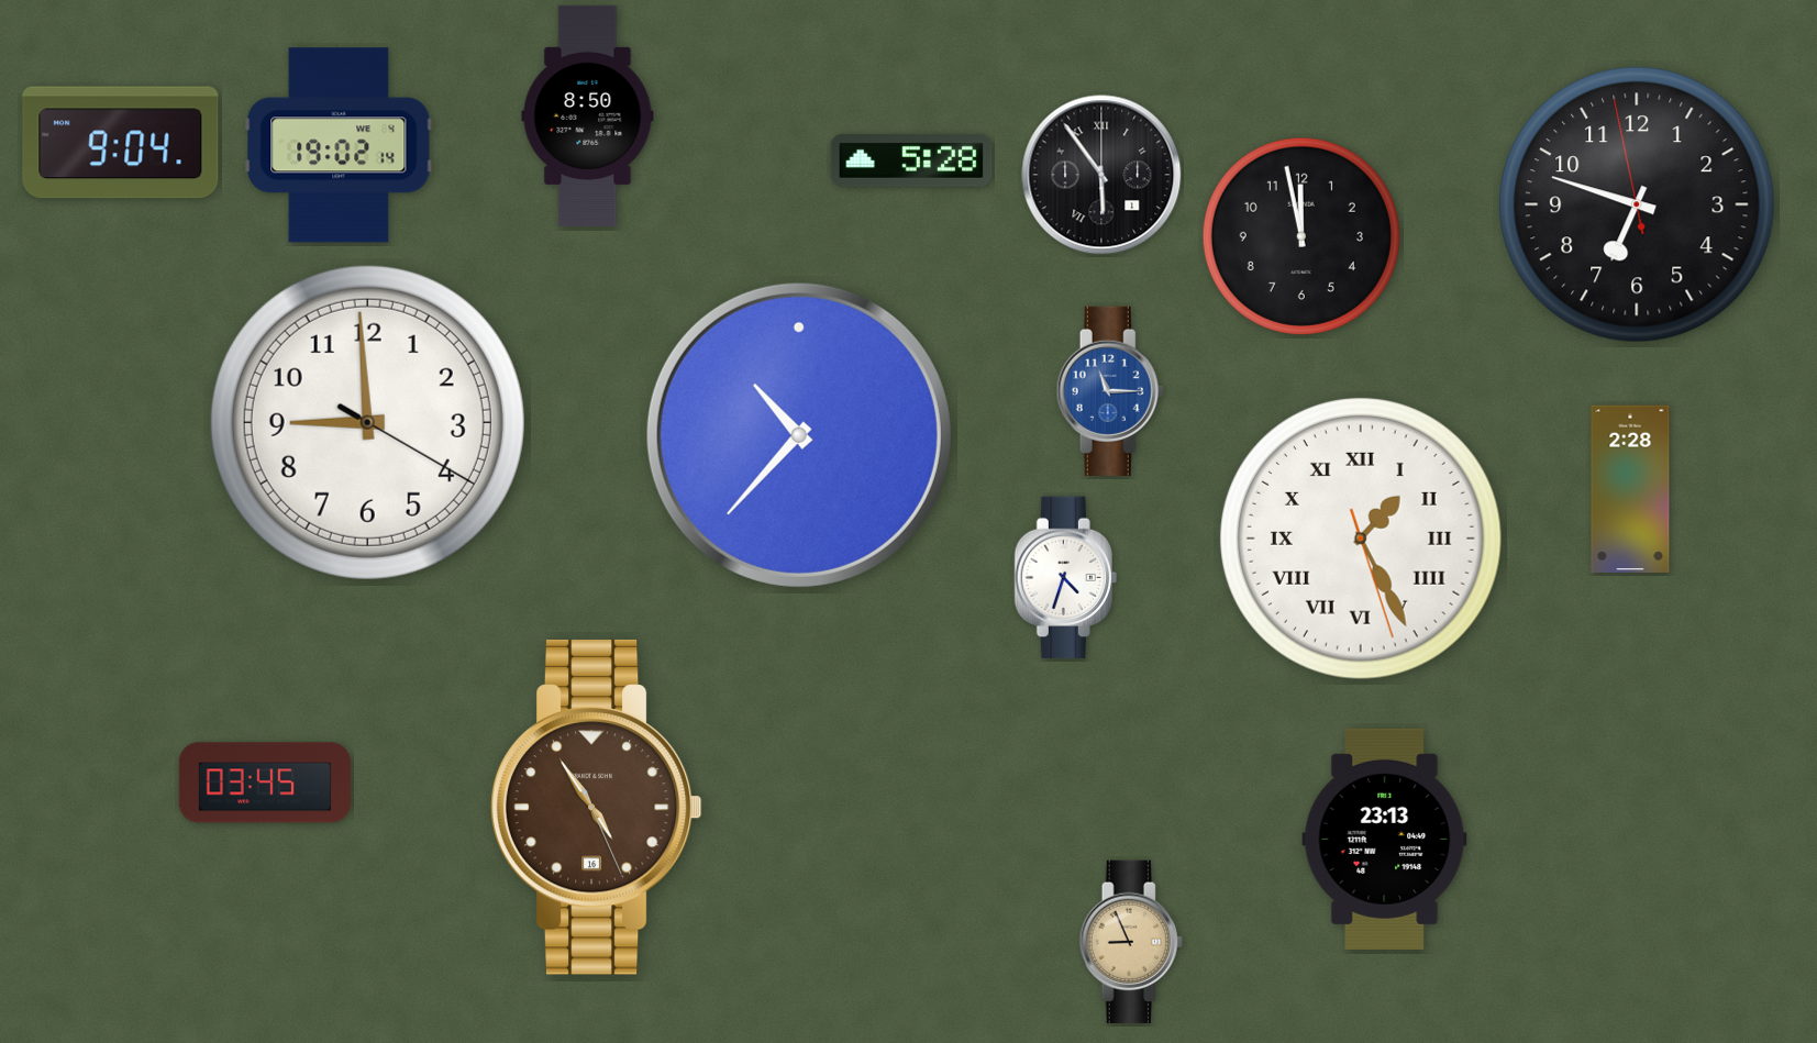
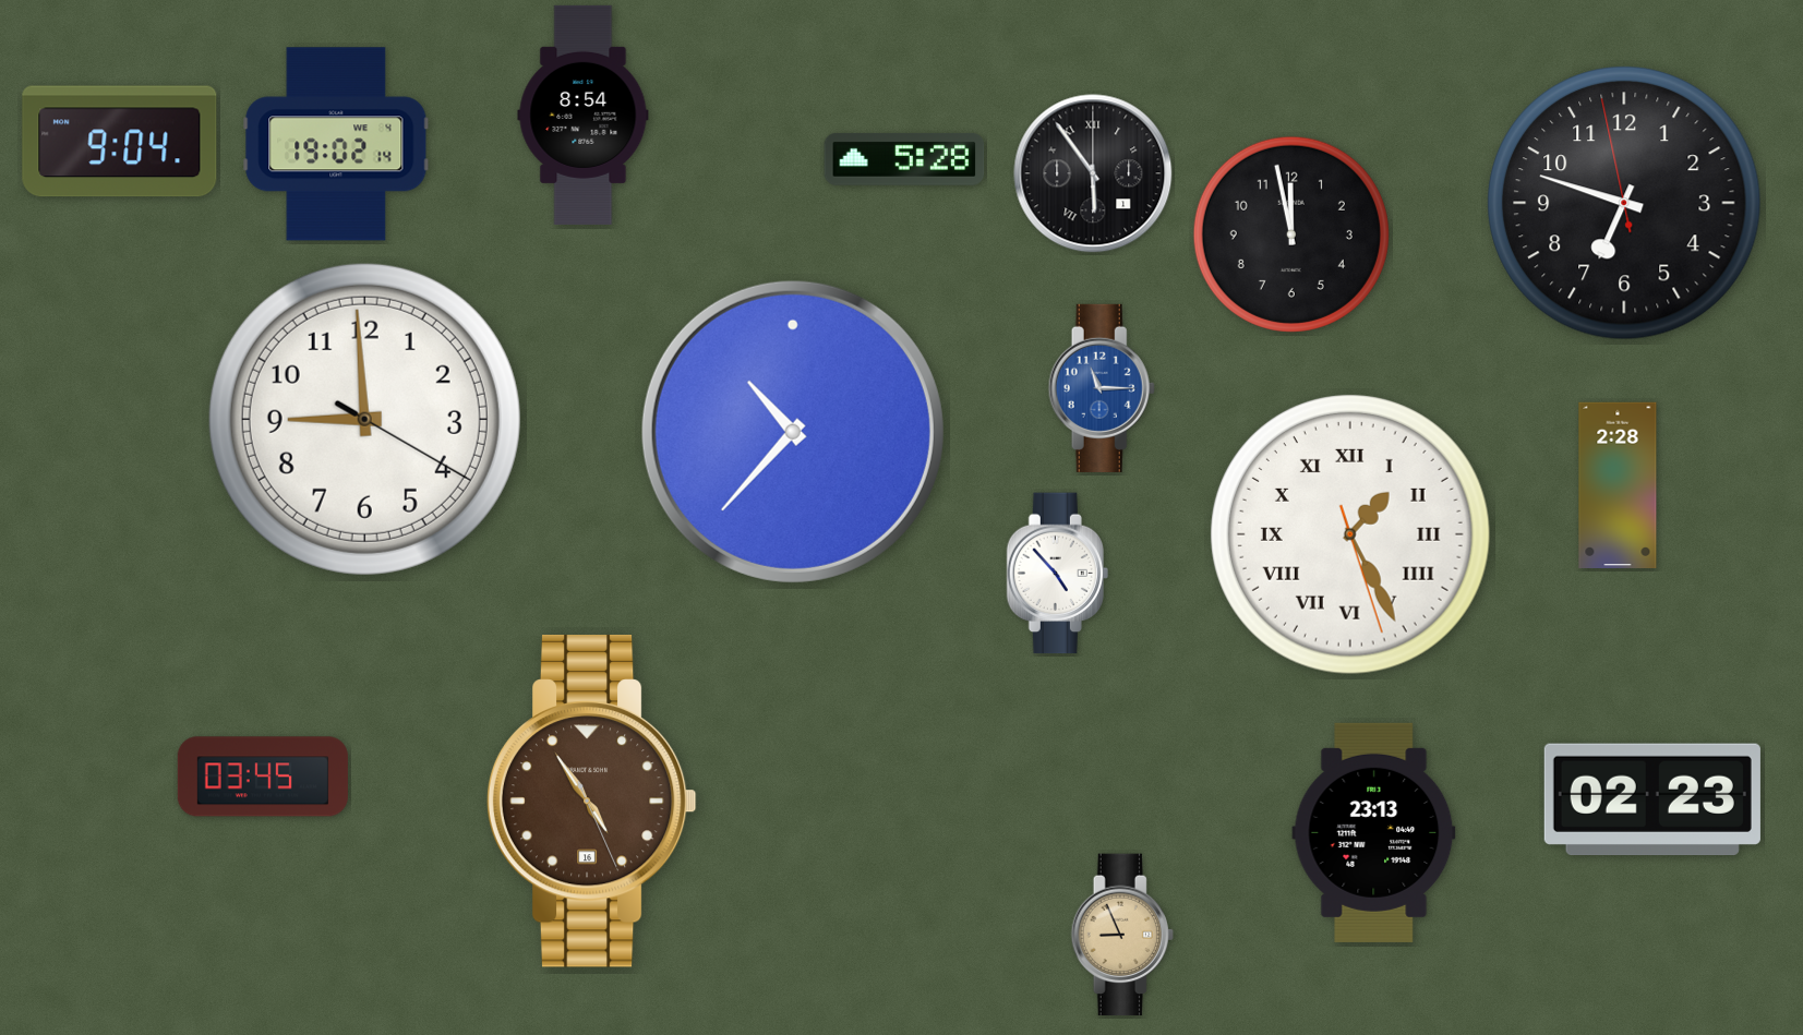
clock at (588, 115): 8:50 -> 8:54
clock at (1065, 578): 4:33 -> 4:53
clock at (1652, 799): none -> 02:23
